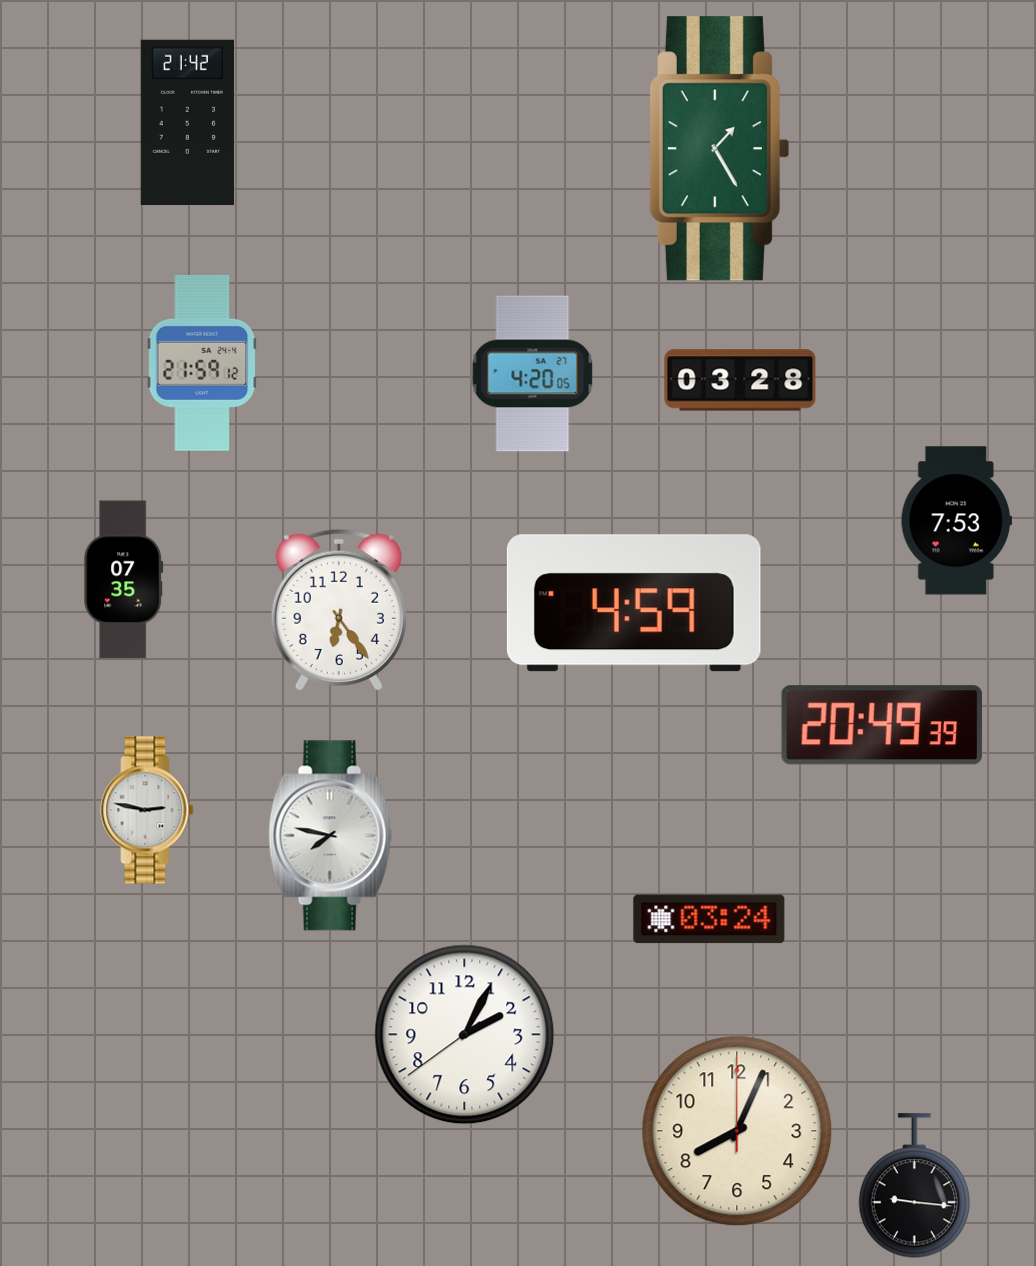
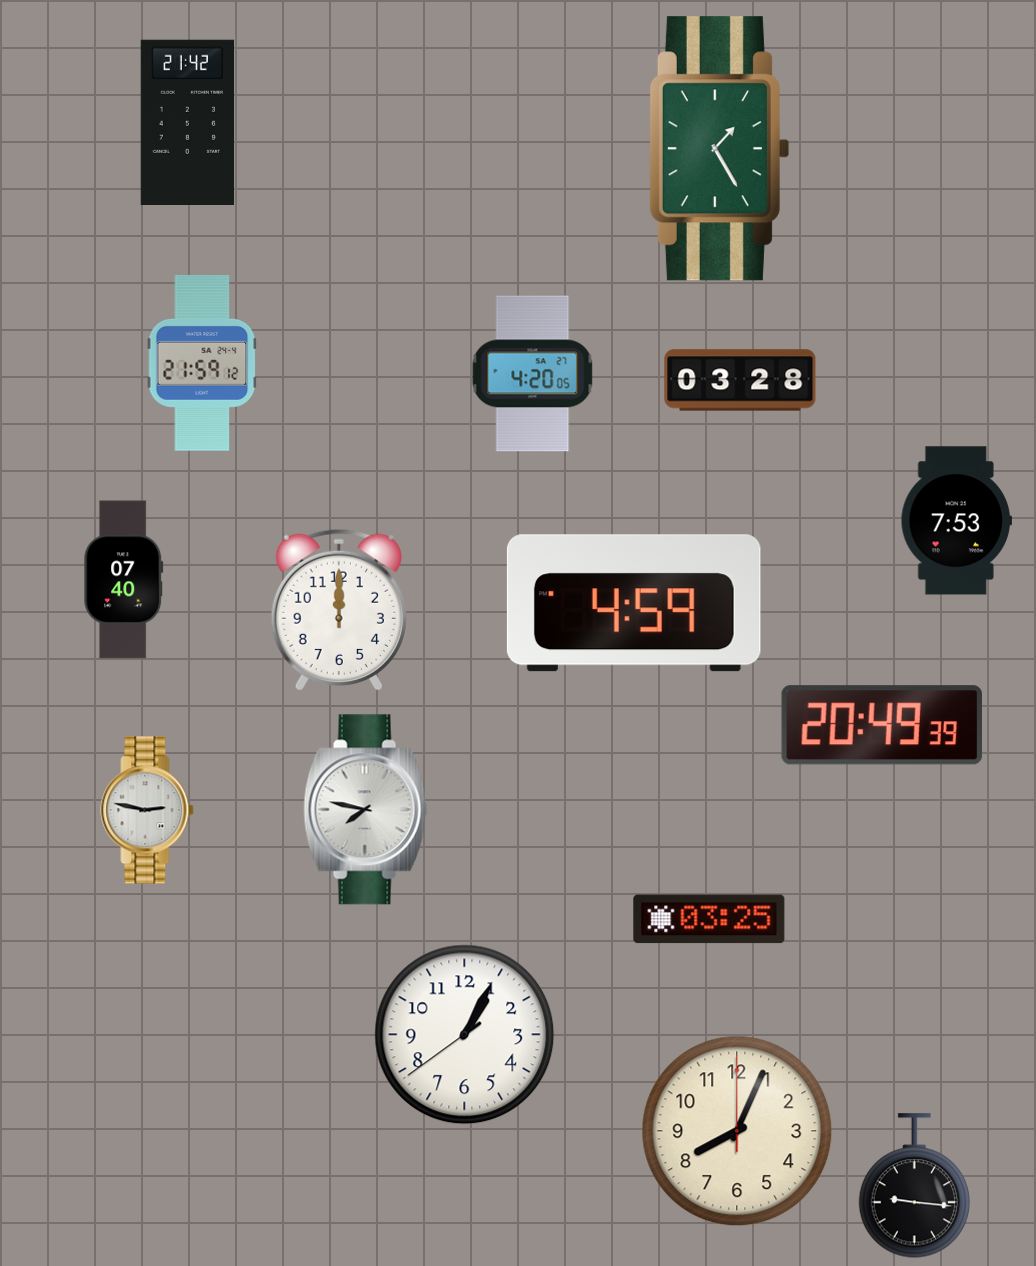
clock at (124, 580): 07:35 -> 07:40
clock at (339, 609): 6:24 -> 12:00
clock at (331, 836) position: (331, 836) -> (366, 810)
clock at (709, 919): 03:24 -> 03:25
clock at (465, 1035): 2:04 -> 1:04
